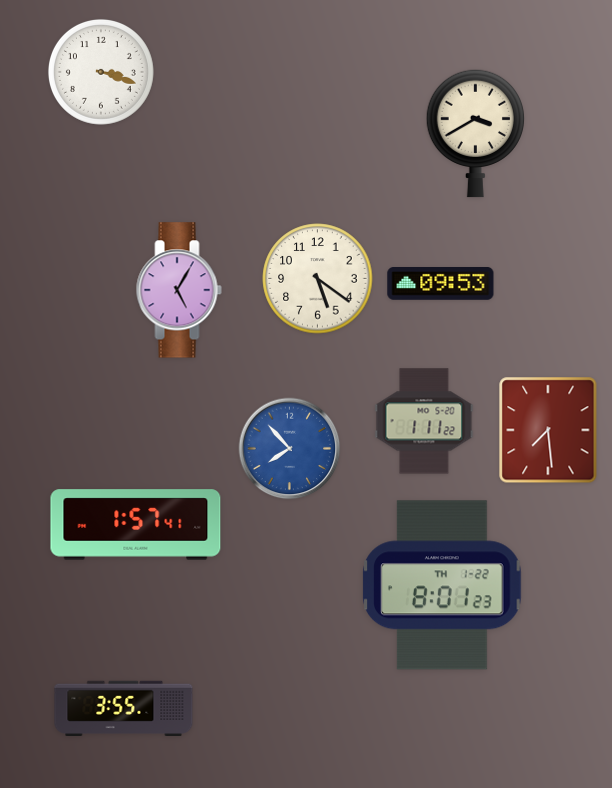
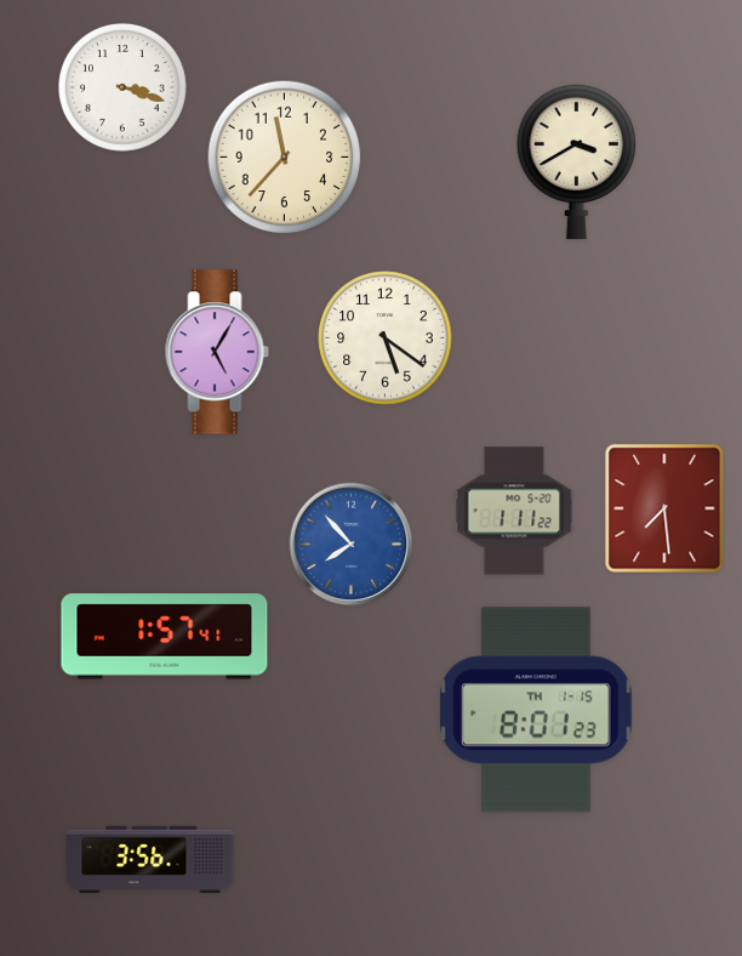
clock at (285, 158): none -> 11:37
clock at (441, 284): 09:53 -> none
clock at (548, 430) position: (548, 430) -> (664, 508)
clock at (442, 585) date: TH 1-22 -> TH 1-15
clock at (124, 708): 3:55 -> 3:56
